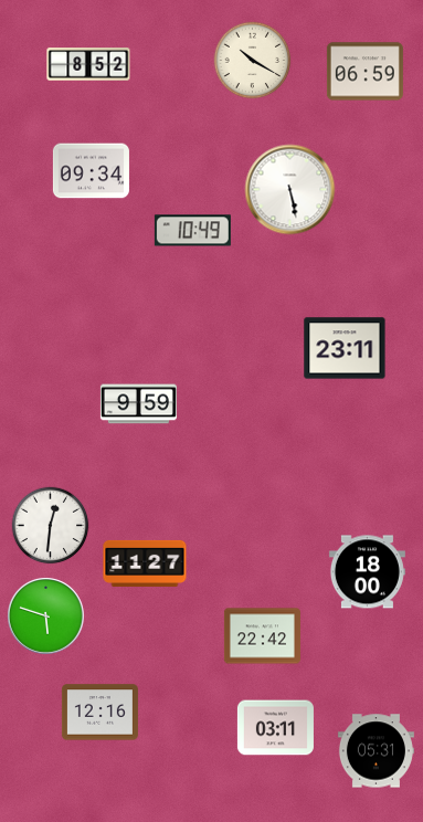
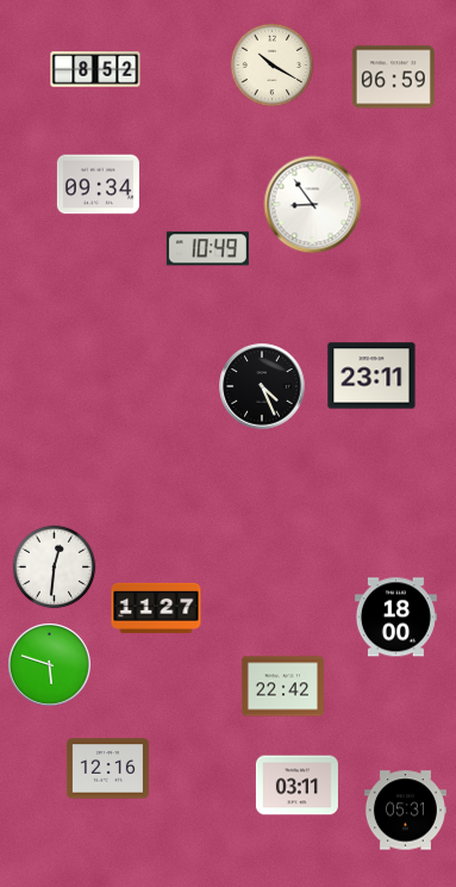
clock at (290, 190): 5:28 -> 8:54
clock at (262, 386): none -> 4:26
clock at (138, 404): 9:59 -> none
